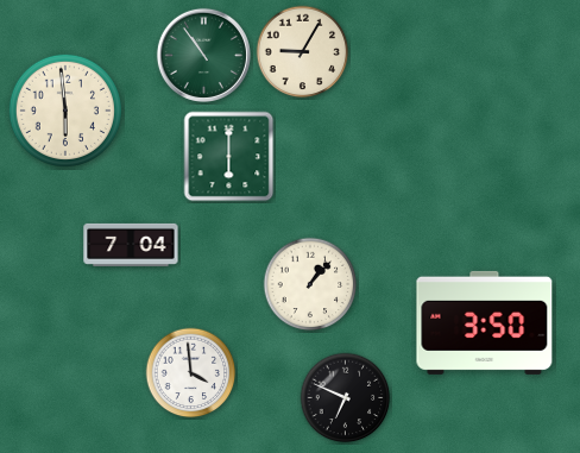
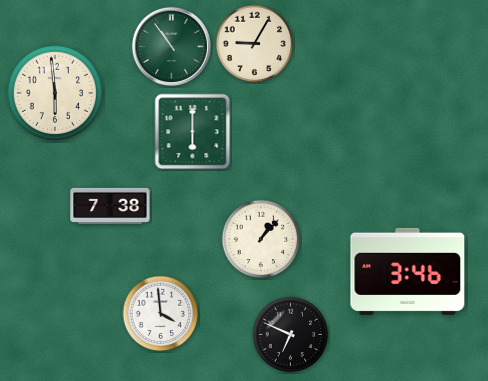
clock at (131, 245): 7:04 -> 7:38
clock at (485, 322): 3:50 -> 3:46
